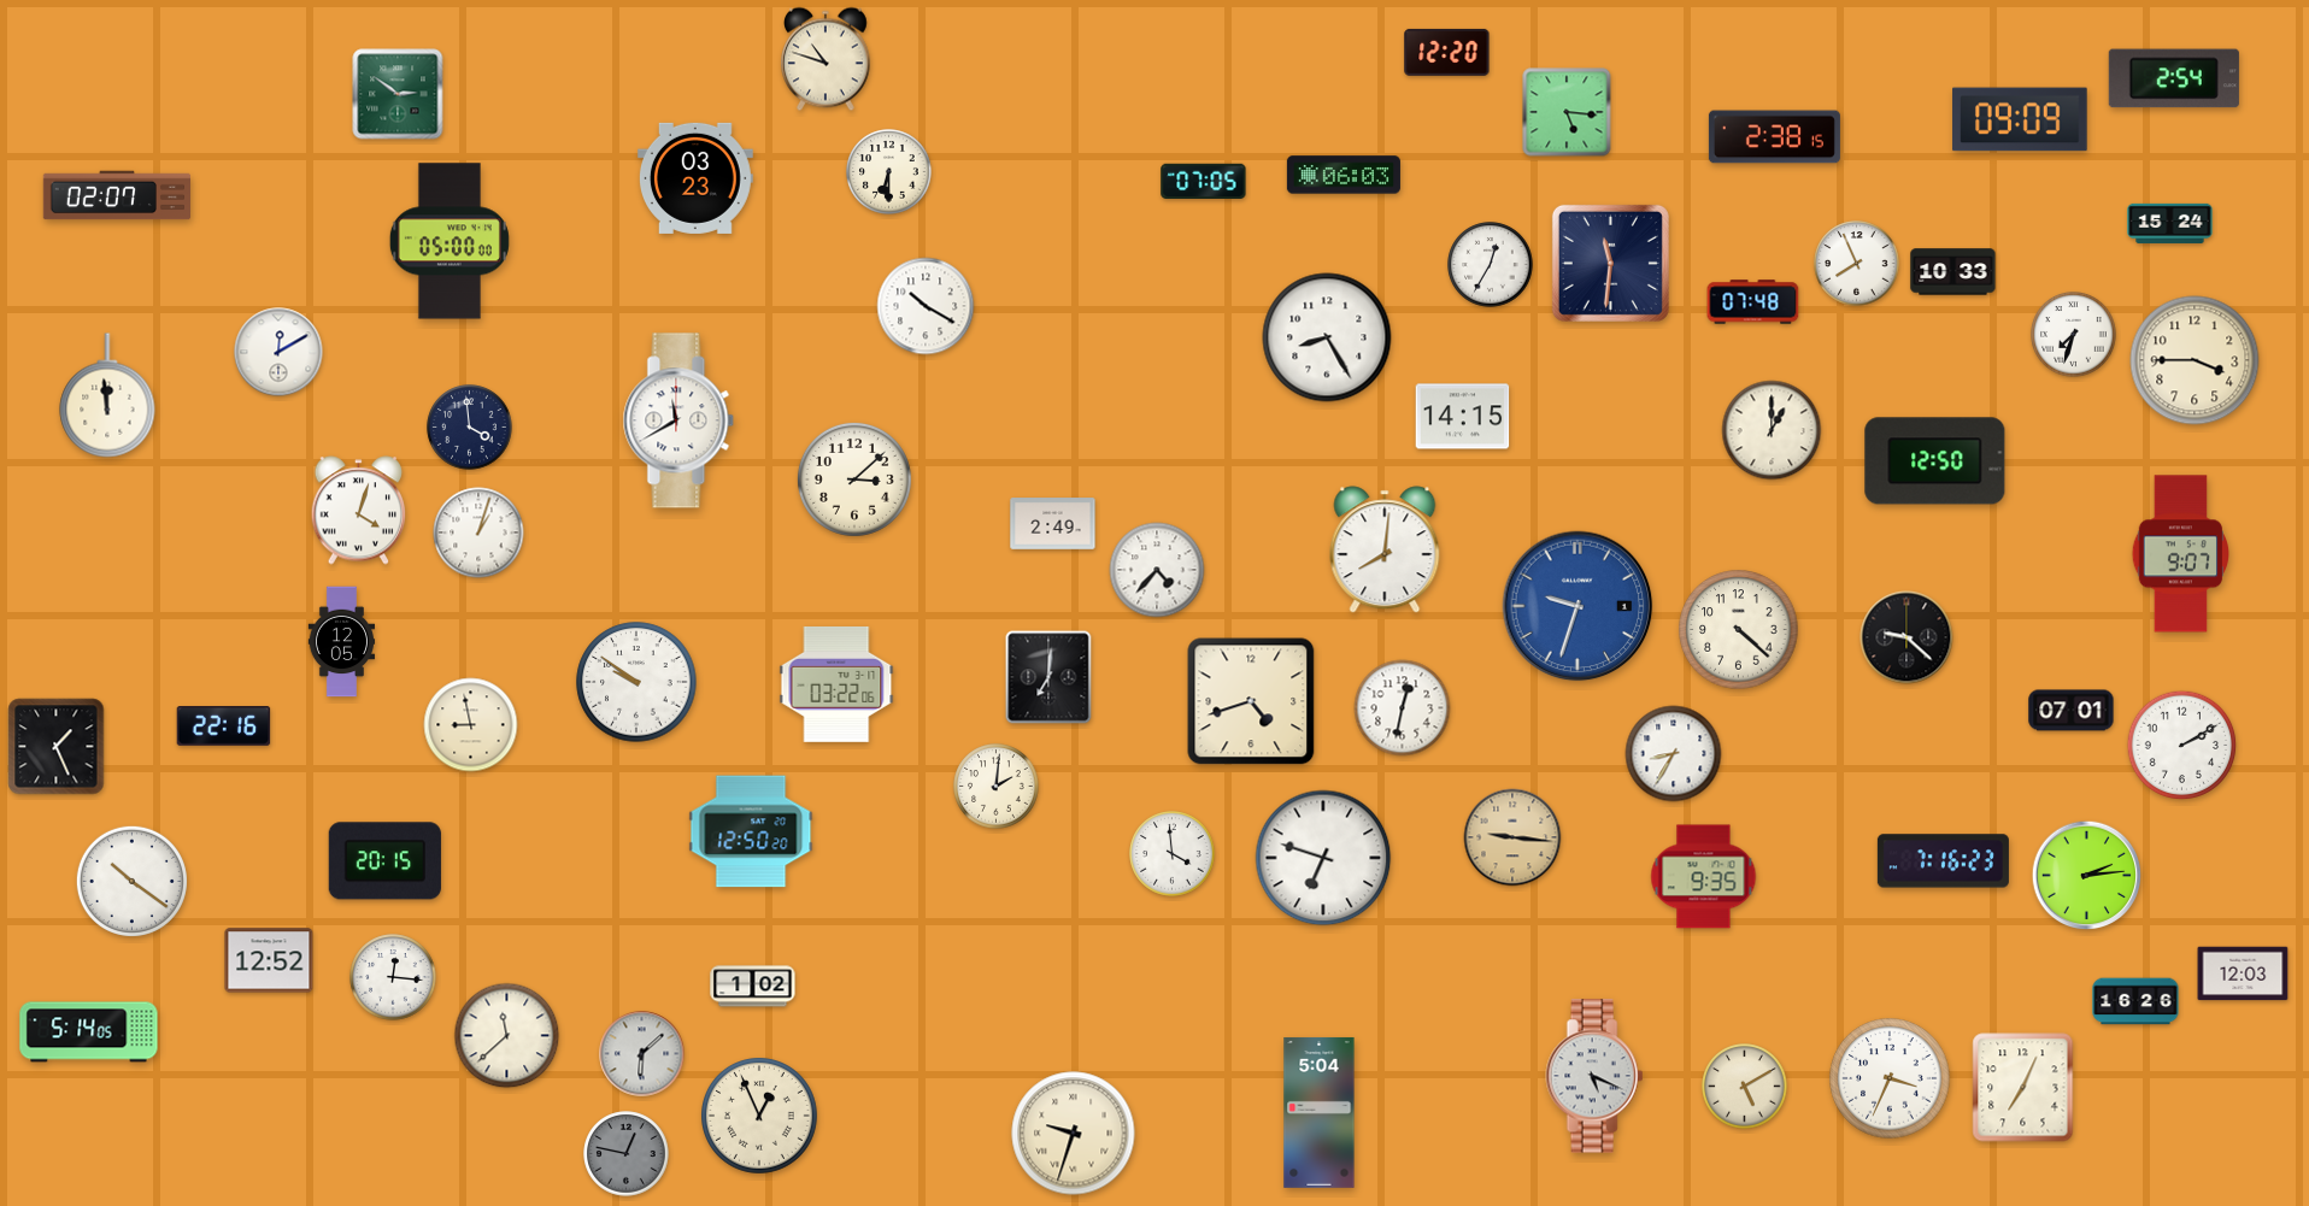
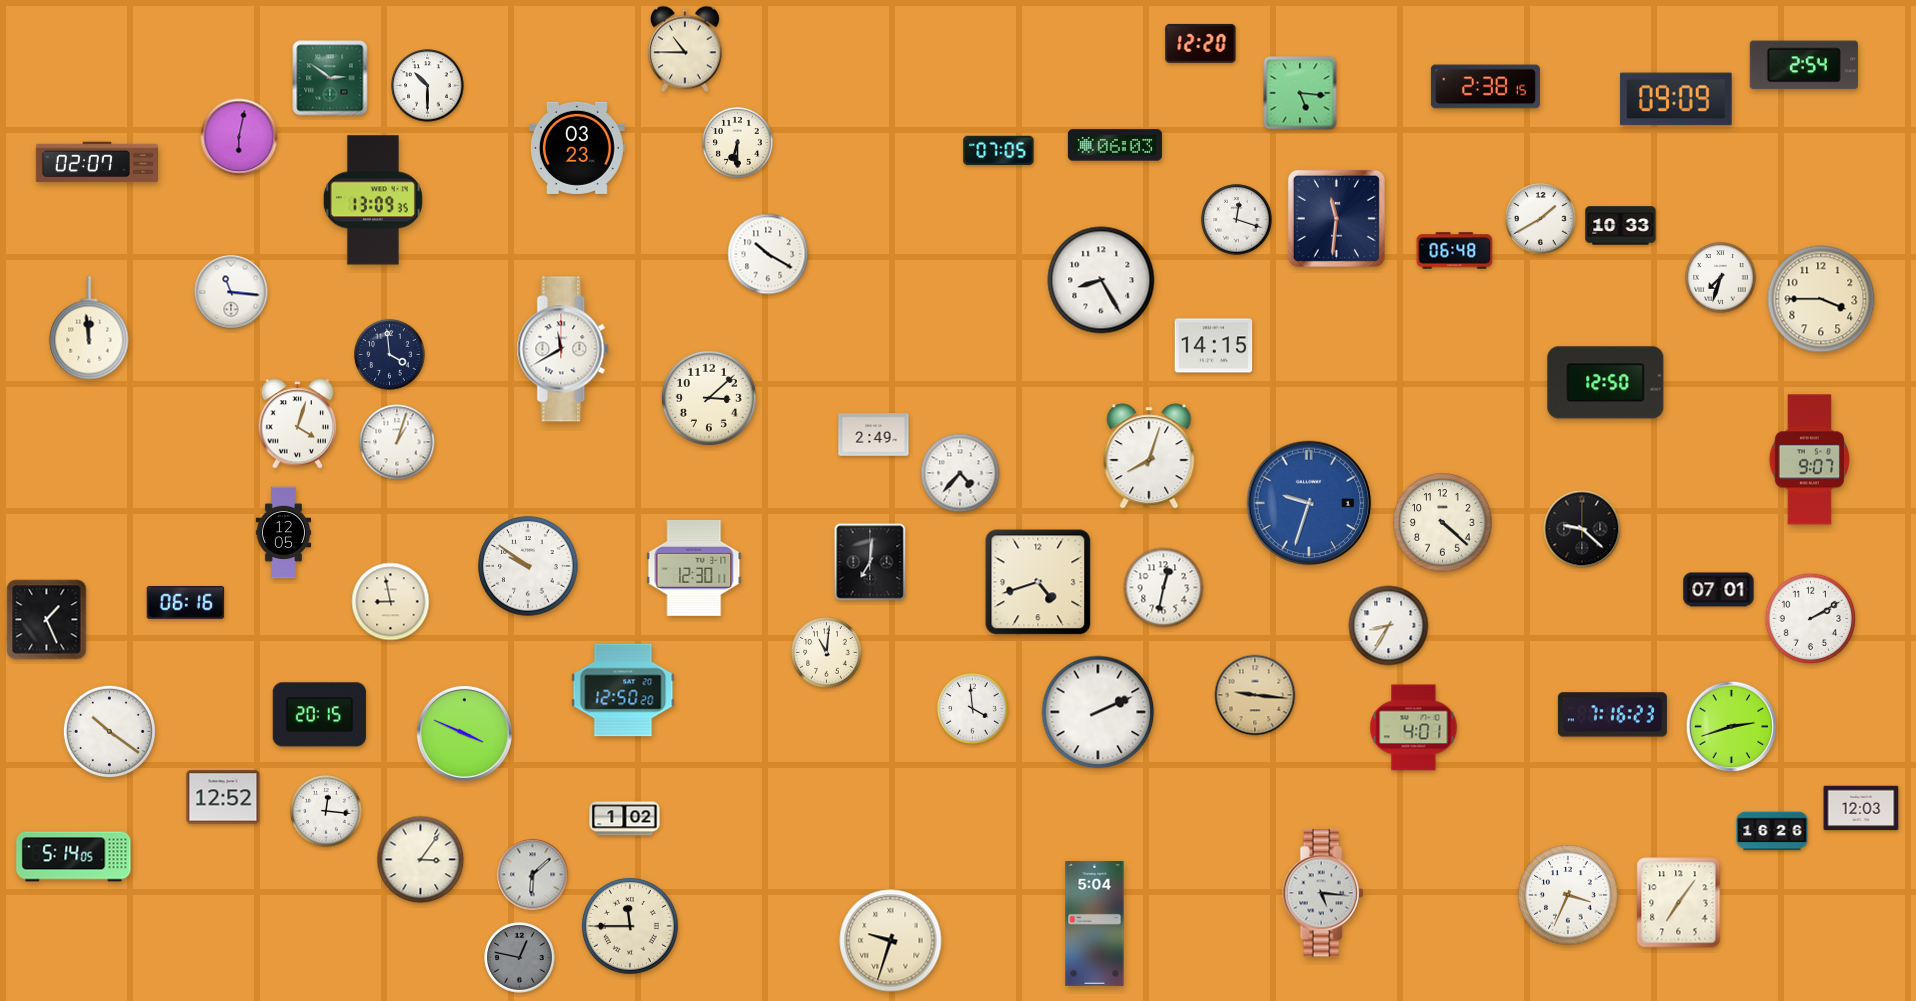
clock at (827, 59): 10:48 -> 10:45
clock at (428, 86): none -> 10:30
clock at (1774, 137) position: (1774, 137) -> (1485, 87)
clock at (239, 137): none -> 6:02
clock at (2170, 223): 15:24 -> none
clock at (450, 241): 05:00 -> 13:09
clock at (1857, 264): 7:56 -> 1:40
clock at (1491, 265): 12:35 -> 12:18
clock at (1753, 302): 07:48 -> 06:48
clock at (278, 352): 12:10 -> 11:16
clock at (1772, 430): 1:00 -> none
clock at (1385, 549): 8:01 -> 8:03
clock at (836, 684): 03:22 -> 12:30
clock at (224, 726): 22:16 -> 06:16
clock at (997, 787): 2:01 -> 11:01
clock at (1323, 858): 6:48 -> 2:11
clock at (2087, 876): 2:14 -> 2:42
clock at (1704, 877): 9:35 -> 4:01
clock at (464, 733): none -> 3:49
clock at (507, 1036): 11:38 -> 3:06
clock at (1594, 1076): 5:19 -> 5:16
clock at (1745, 1087): 5:10 -> none
clock at (2023, 1088): 7:04 -> 7:06
clock at (760, 1117): 12:56 -> 11:45
